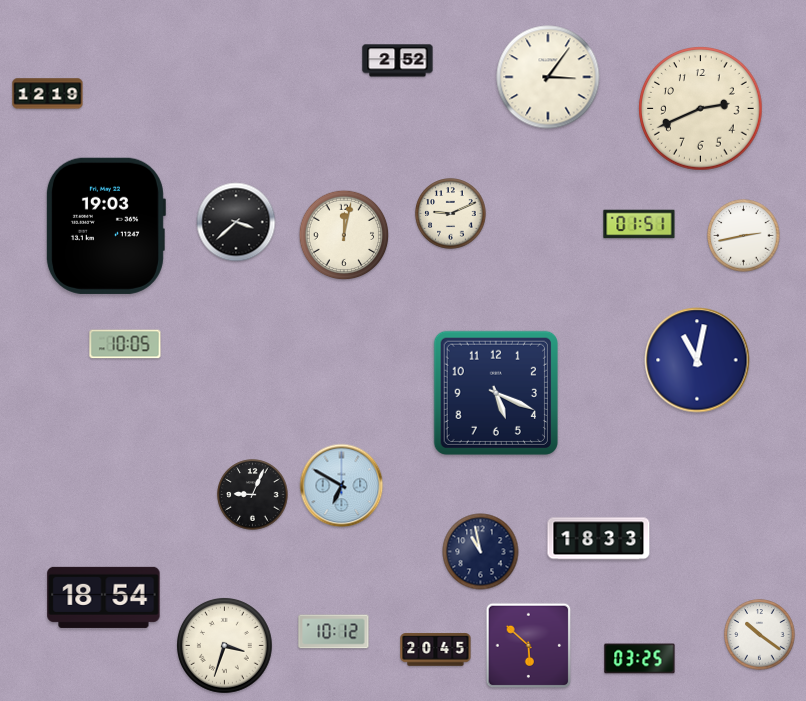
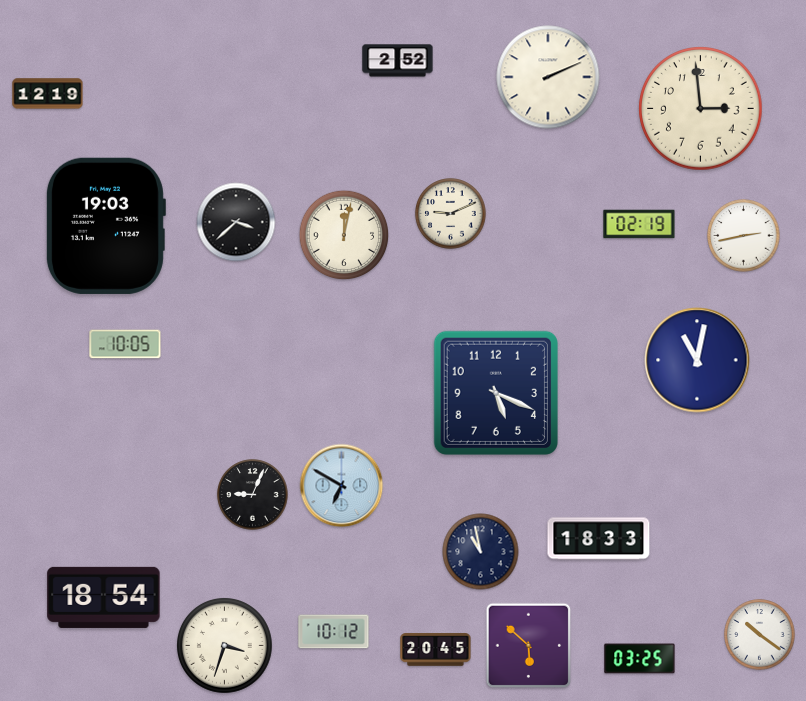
clock at (548, 77): 3:06 -> 2:11
clock at (701, 109): 2:41 -> 2:59
clock at (639, 224): 01:51 -> 02:19
